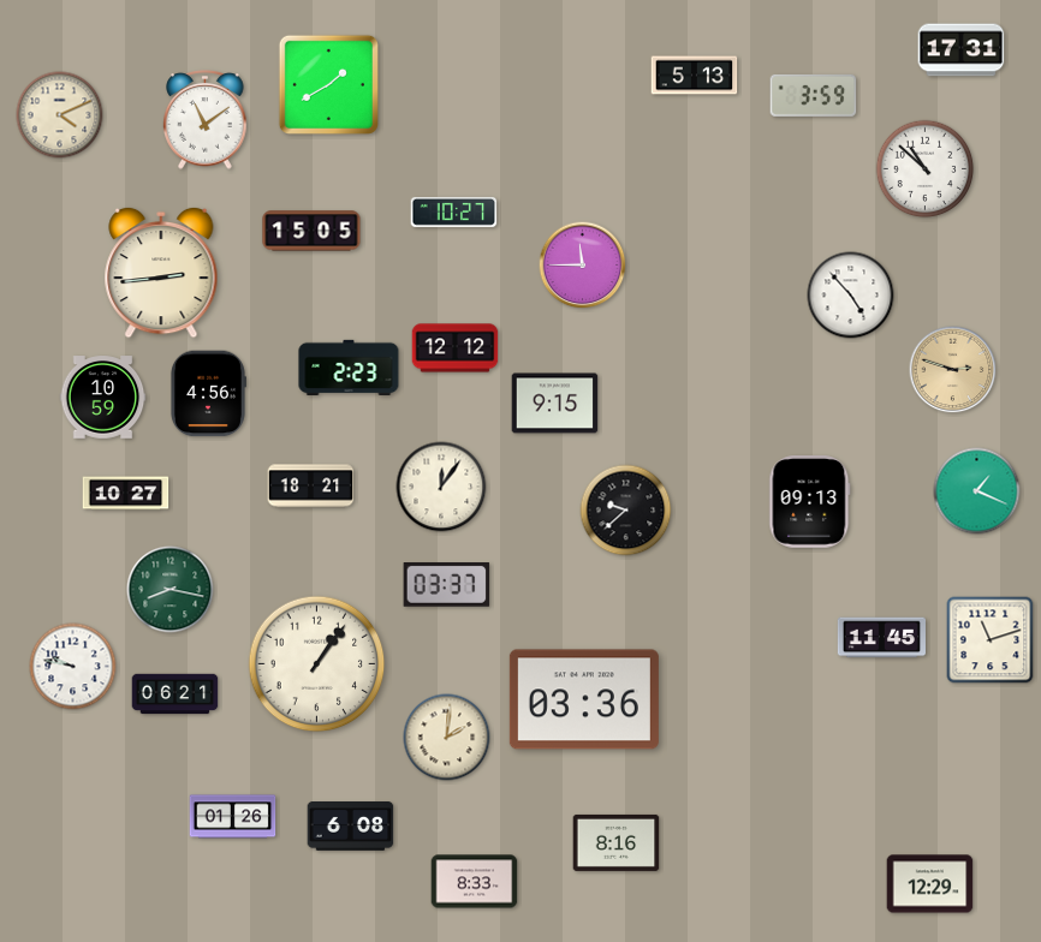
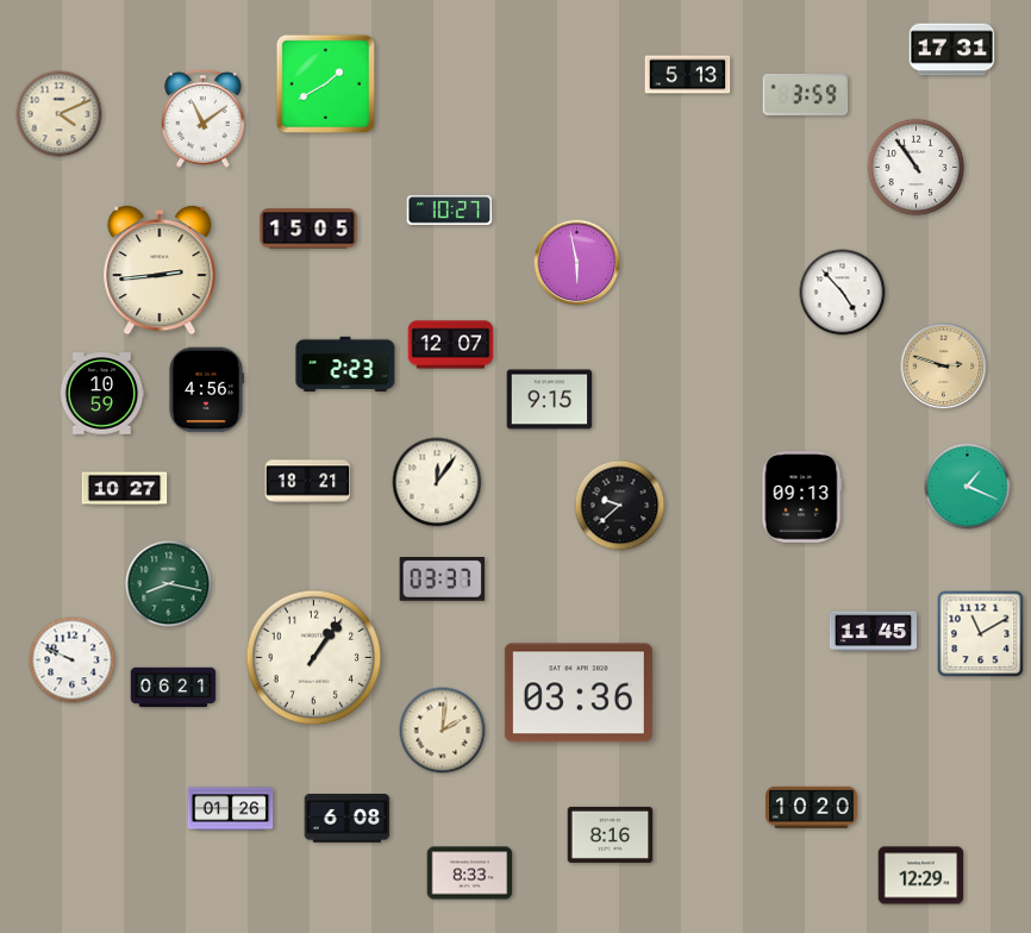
clock at (926, 169): 10:52 -> 10:54
clock at (583, 266): 11:45 -> 5:58
clock at (456, 348): 12:12 -> 12:07
clock at (991, 640): 11:12 -> 11:10
clock at (73, 667): 9:47 -> 9:49
clock at (812, 807): none -> 10:20
